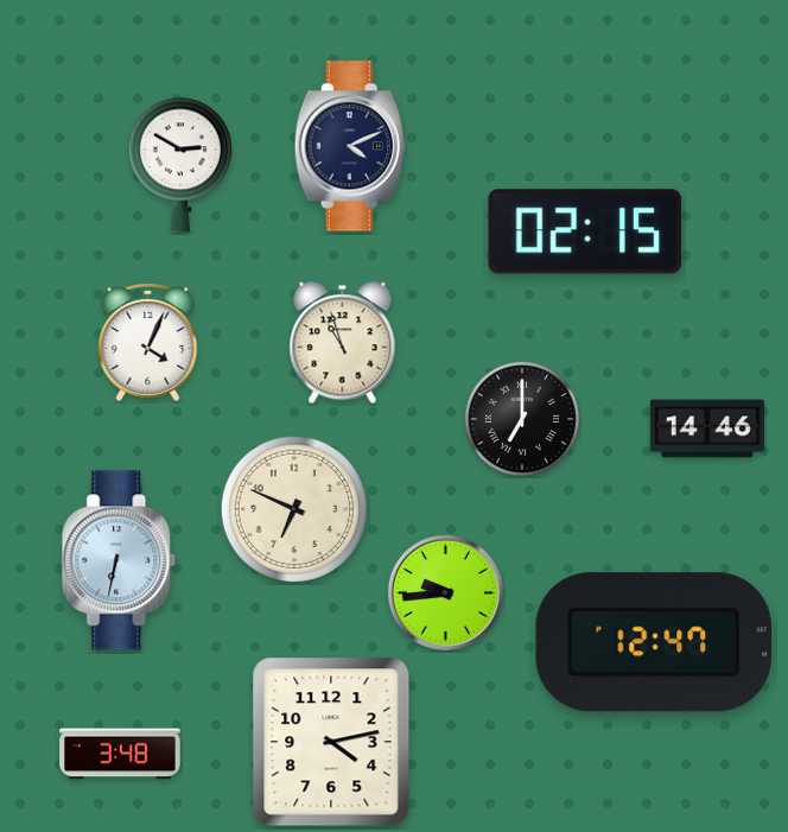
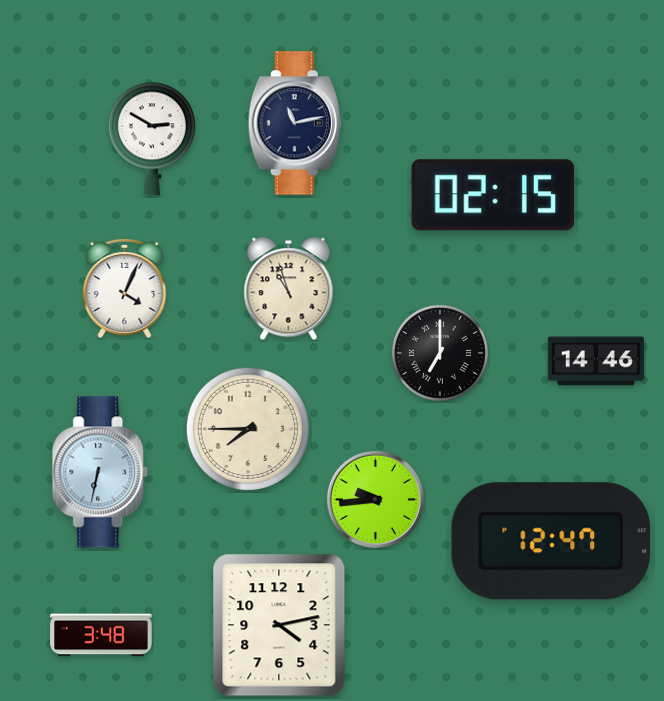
clock at (350, 146): 4:11 -> 11:13
clock at (294, 509): 6:49 -> 7:45
